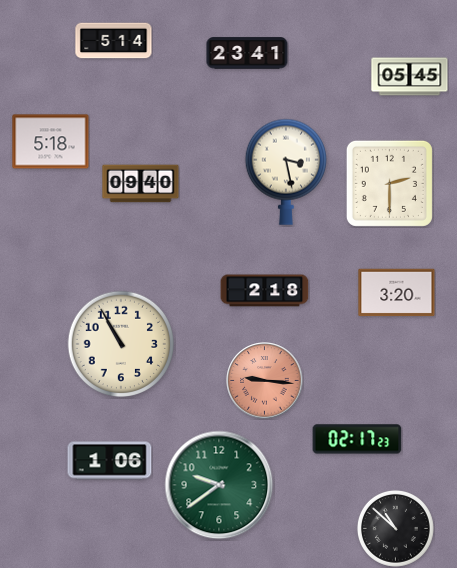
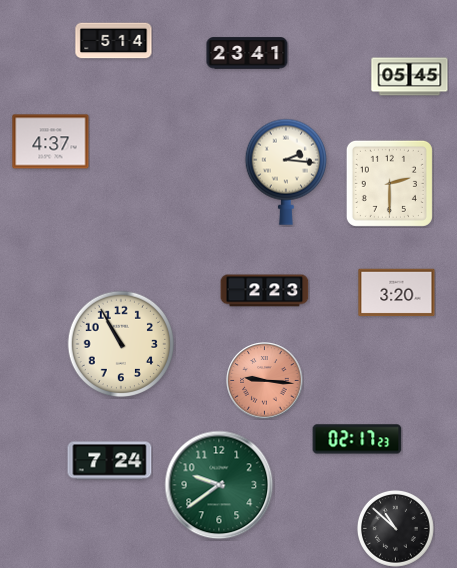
clock at (51, 142): 5:18 -> 4:37
clock at (285, 172): 3:28 -> 2:16
clock at (141, 184): 09:40 -> none
clock at (265, 291): 2:18 -> 2:23
clock at (110, 461): 1:06 -> 7:24
